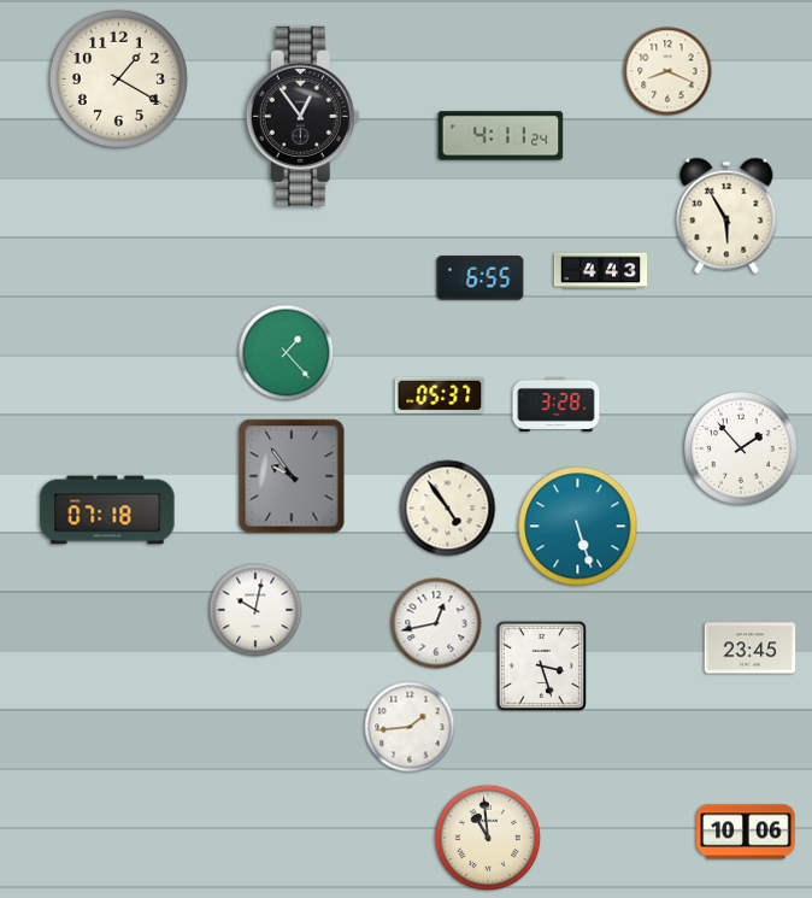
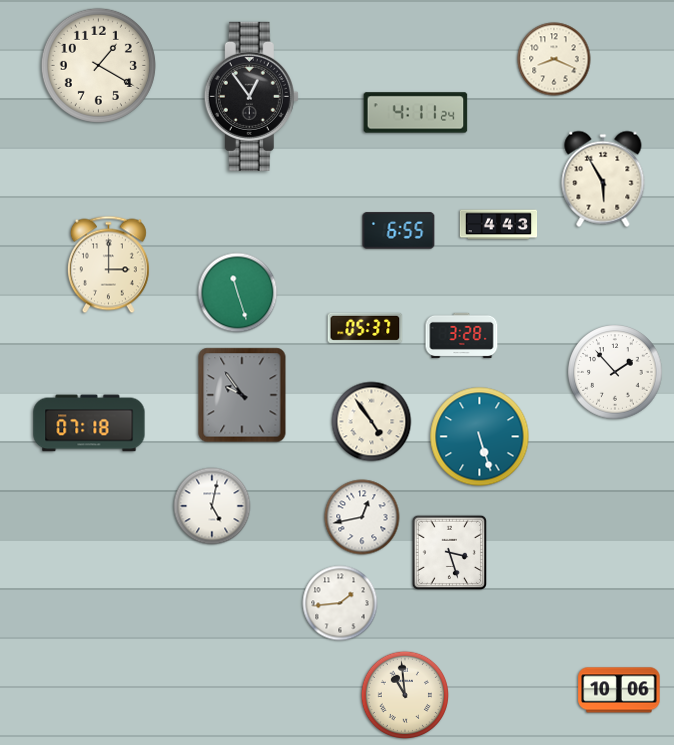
clock at (108, 265): none -> 3:00
clock at (287, 353): 1:23 -> 11:27
clock at (255, 610): 10:02 -> 5:02
clock at (751, 648): 23:45 -> none
